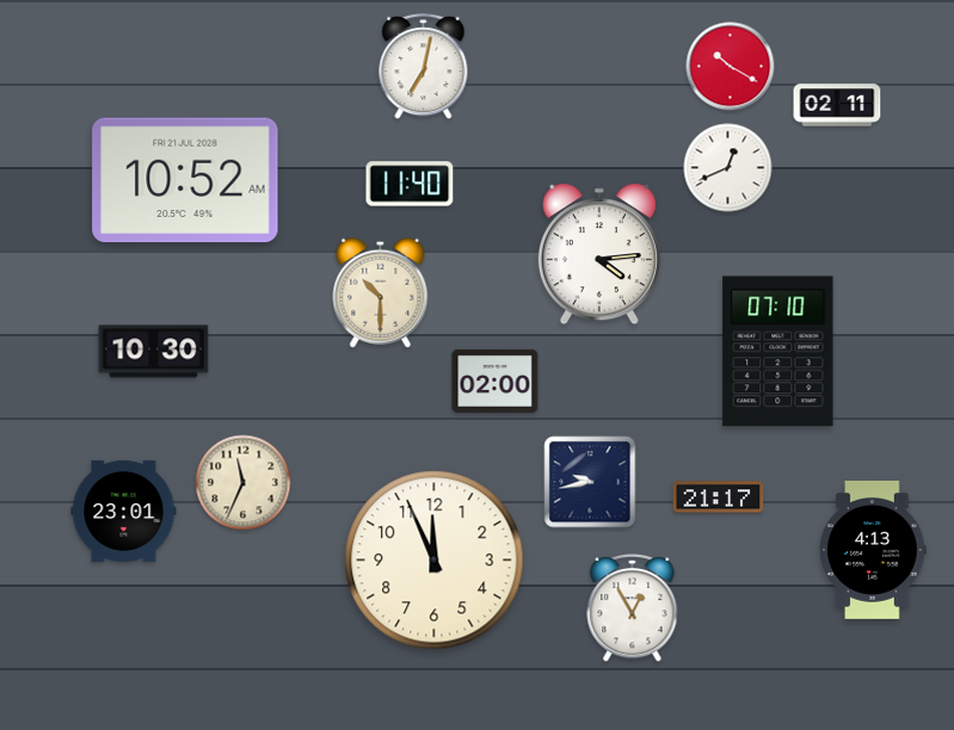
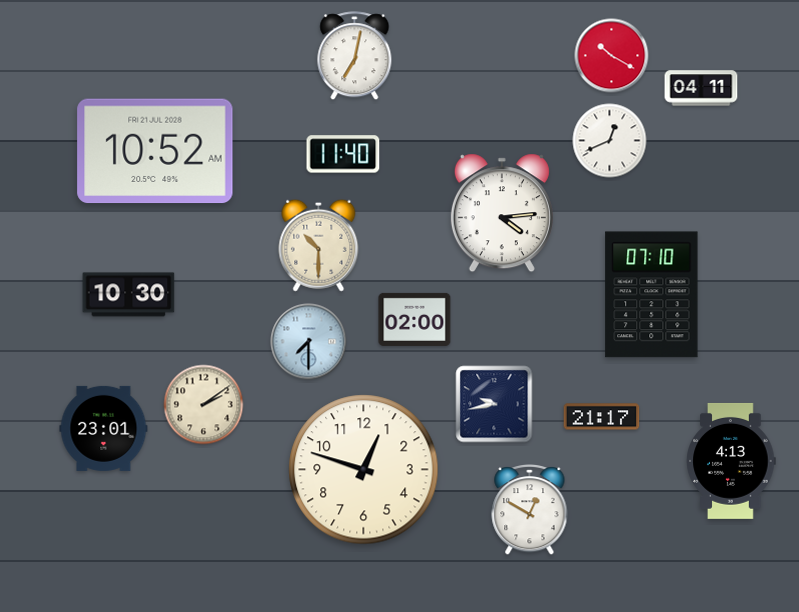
clock at (837, 105): 02:11 -> 04:11
clock at (309, 342): none -> 7:30
clock at (244, 483): 11:34 -> 2:09
clock at (435, 561): 11:56 -> 12:48
clock at (633, 608): 12:55 -> 12:50
